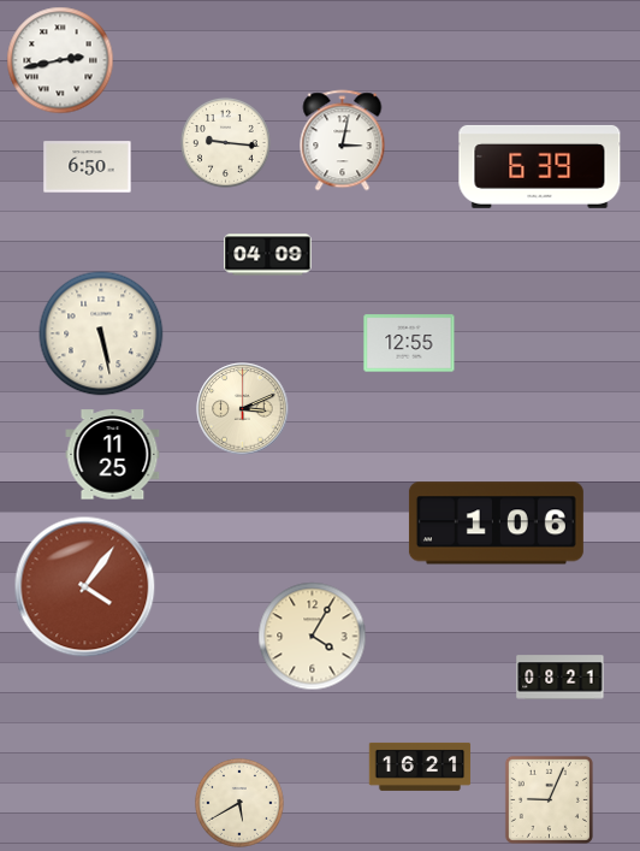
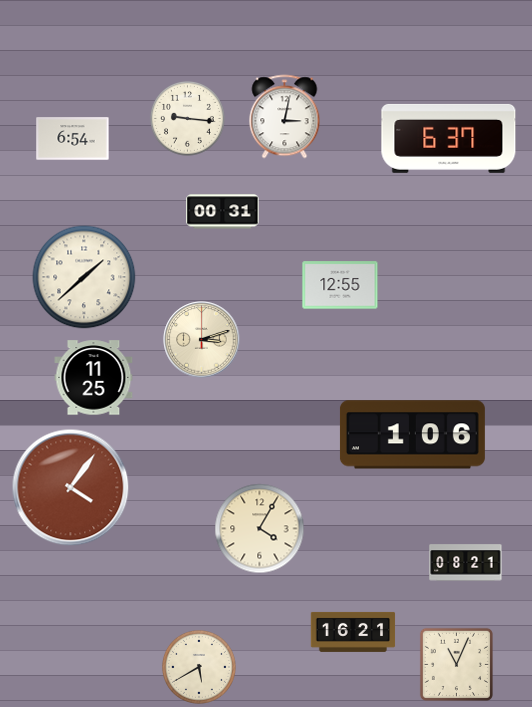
clock at (60, 60): 2:43 -> none
clock at (540, 166): 6:39 -> 6:37
clock at (88, 167): 6:50 -> 6:54
clock at (268, 255): 04:09 -> 00:31
clock at (101, 333): 5:28 -> 1:38
clock at (243, 409): 3:11 -> 3:12
clock at (420, 767) position: (420, 767) -> (353, 632)
clock at (549, 799): 9:04 -> 11:04
